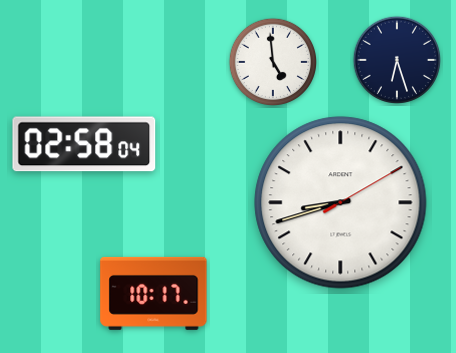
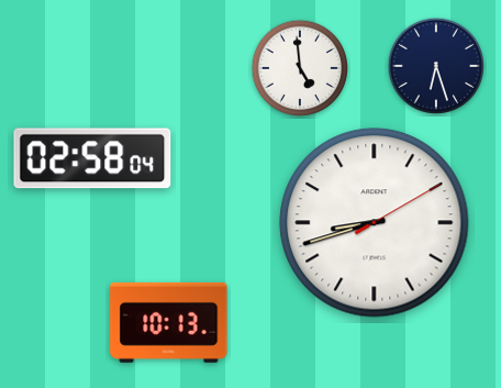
clock at (154, 293): 10:17 -> 10:13
